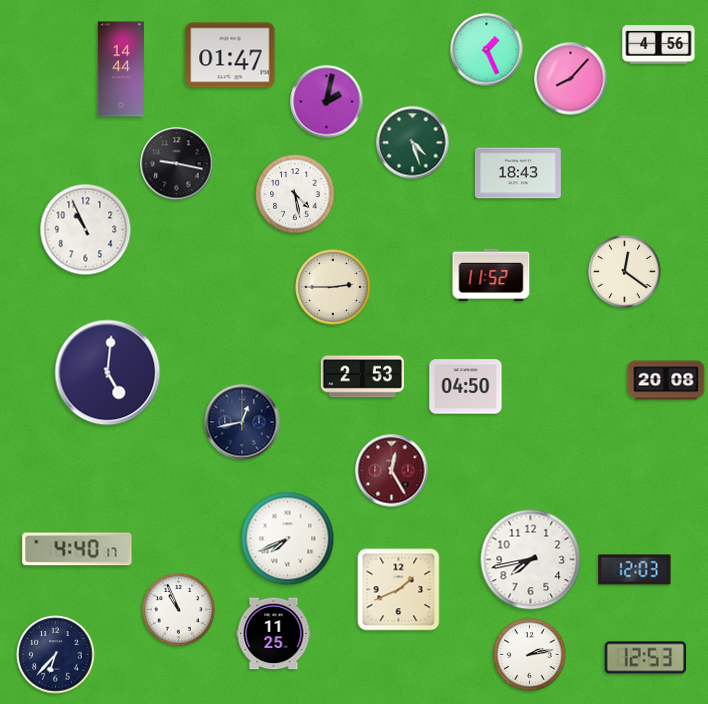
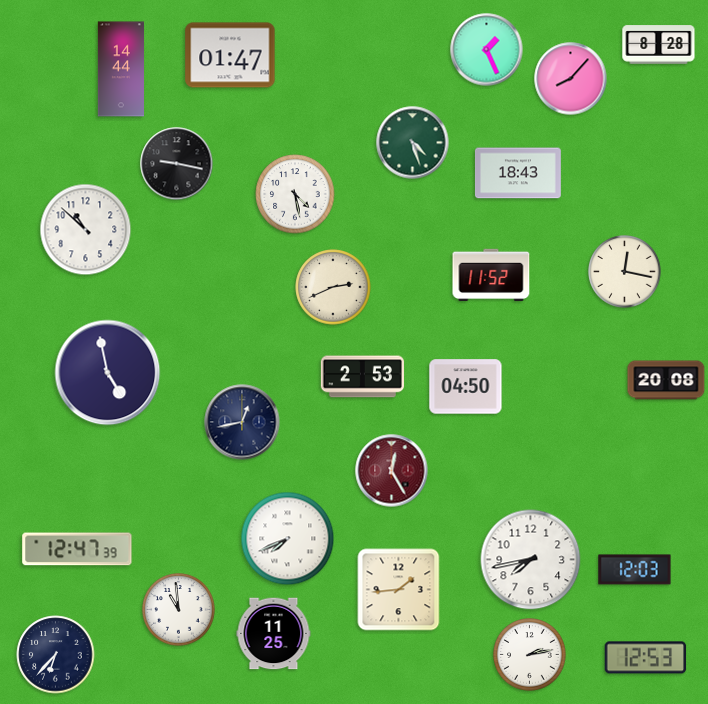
clock at (659, 45): 4:56 -> 8:28
clock at (327, 102): 2:02 -> none
clock at (86, 230): 10:56 -> 10:52
clock at (625, 272): 12:21 -> 12:17
clock at (333, 287): 2:45 -> 2:41
clock at (108, 373): 5:01 -> 4:58
clock at (77, 549): 4:40 -> 12:47
clock at (399, 590): 1:41 -> 1:44
clock at (179, 610): 10:56 -> 10:59
